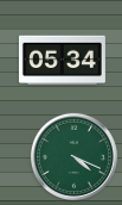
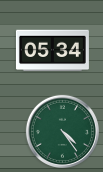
clock at (73, 156): 4:19 -> 4:24
